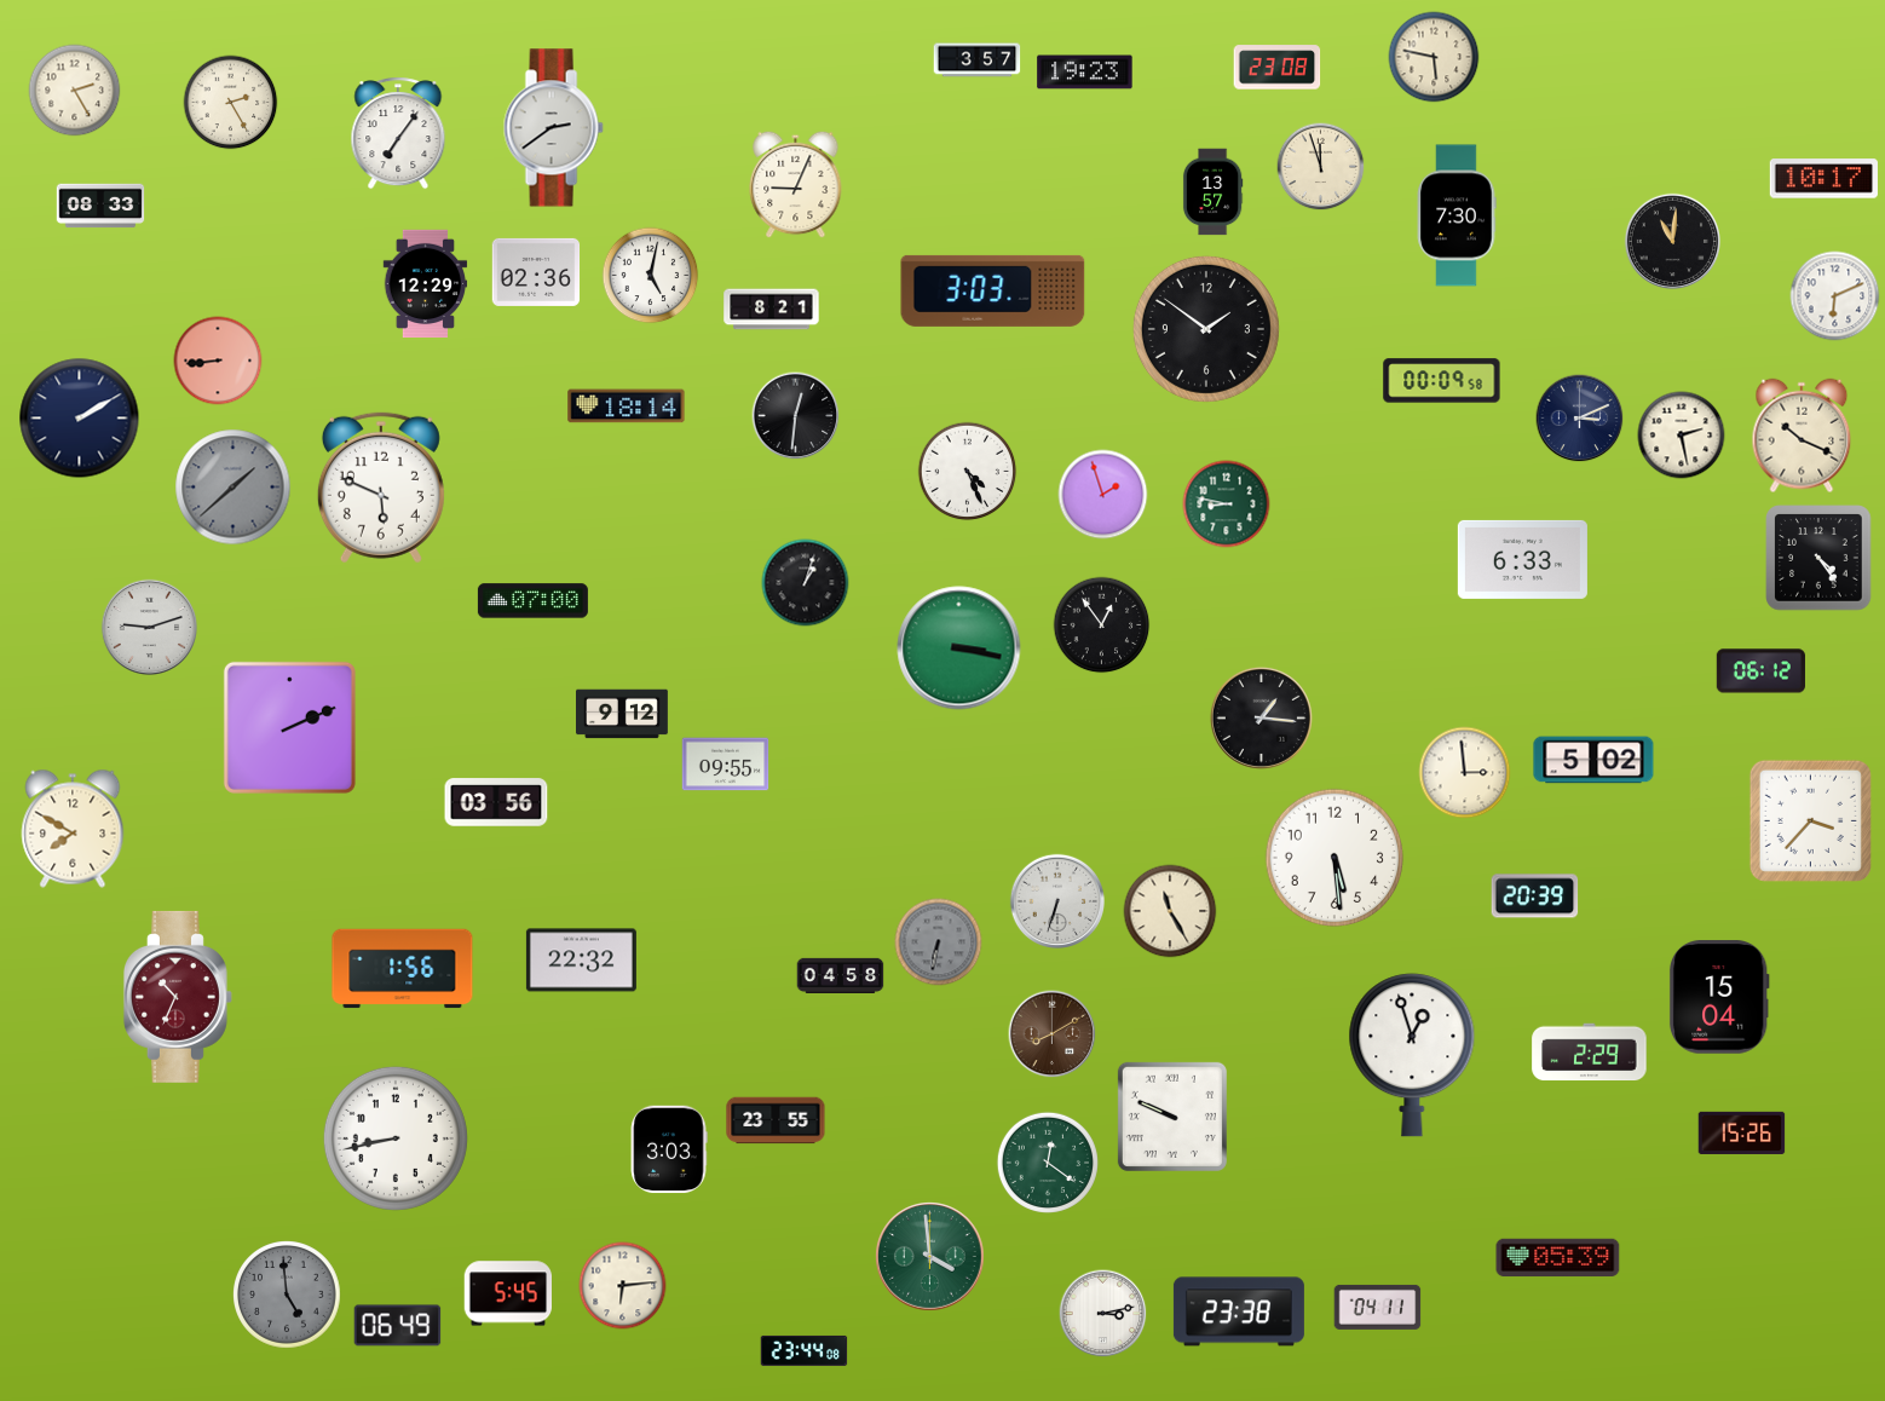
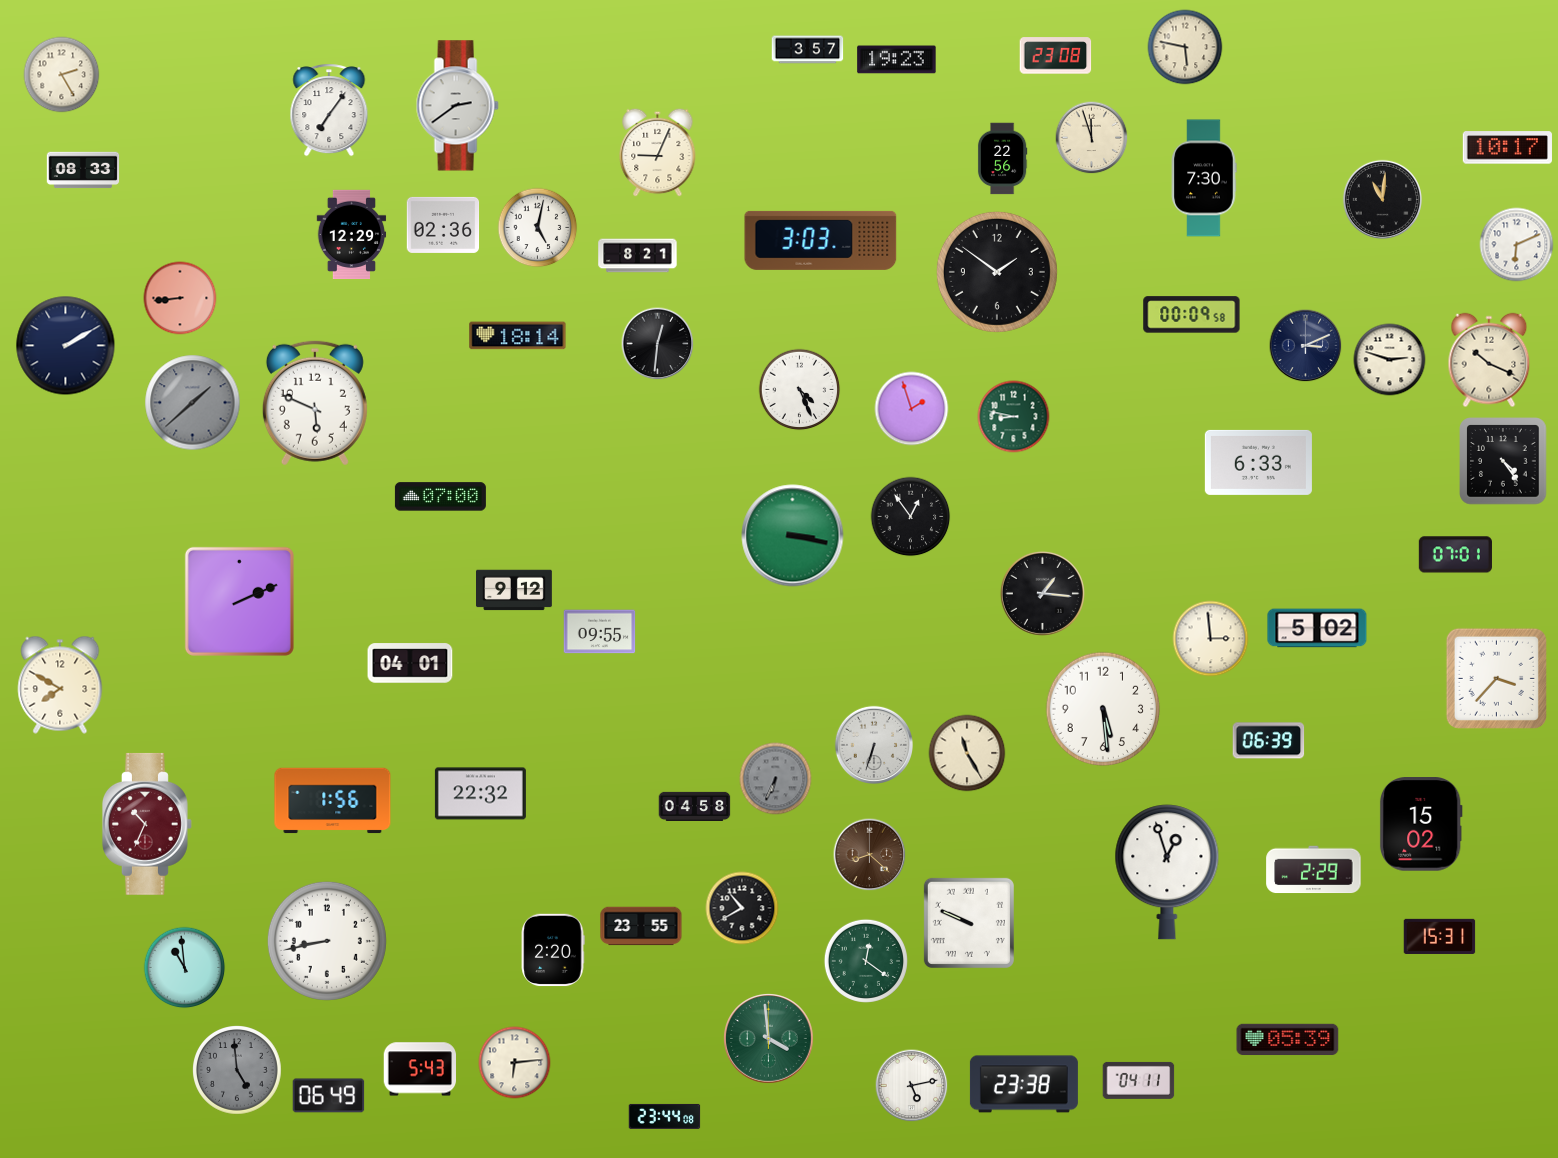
clock at (231, 103): 2:25 -> none
clock at (1212, 192): 13:57 -> 22:56
clock at (1682, 436): 2:28 -> 2:48
clock at (806, 583): 1:03 -> none
clock at (149, 627): 9:12 -> none
clock at (1760, 671): 06:12 -> 07:01
clock at (496, 802): 03:56 -> 04:01
clock at (1535, 896): 20:39 -> 06:39
clock at (939, 942): 6:32 -> 6:34
clock at (1719, 997): 15:04 -> 15:02
clock at (1053, 1034): 8:10 -> 8:22
clock at (742, 908): none -> 10:40
clock at (1742, 1132): 15:26 -> 15:31
clock at (669, 1149): 3:03 -> 2:20
clock at (185, 968): none -> 10:59
clock at (508, 1293): 5:45 -> 5:43
clock at (1103, 1314): 3:13 -> 5:13
